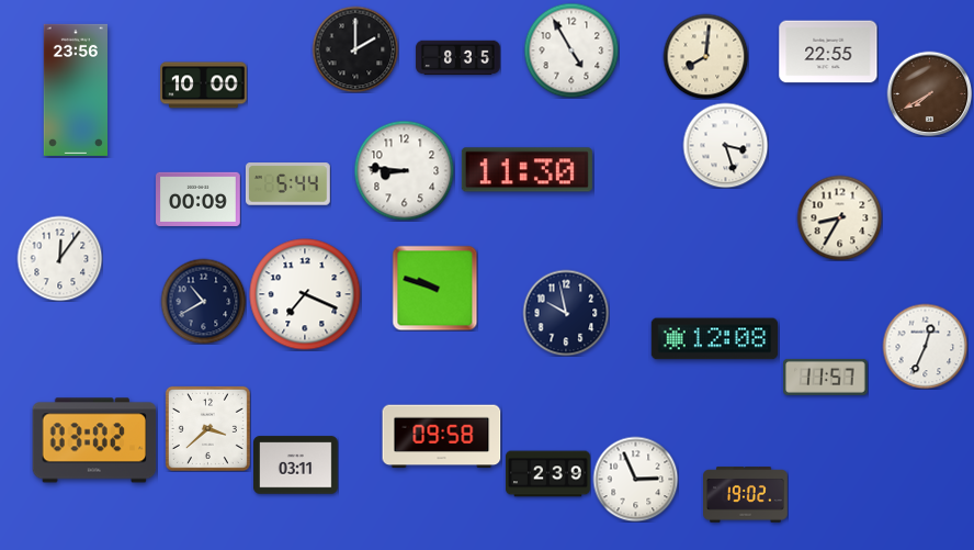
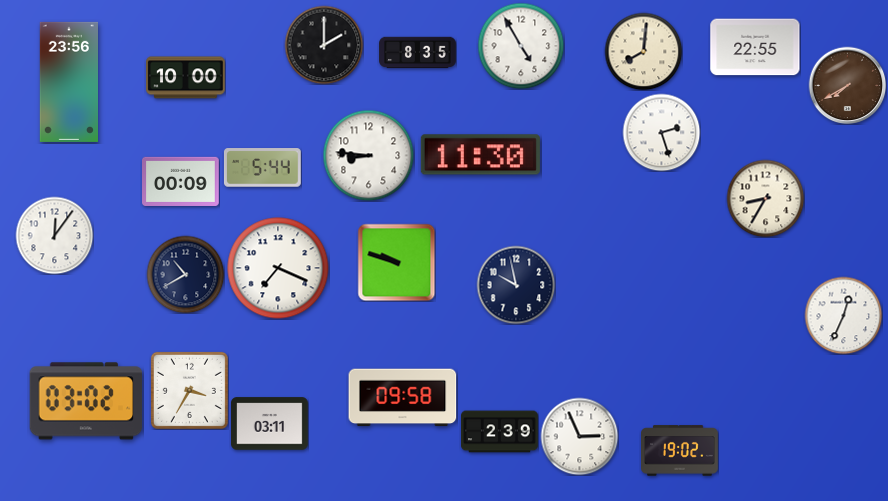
clock at (725, 145): 3:27 -> 2:27
clock at (714, 339): 12:08 -> none
clock at (826, 377): 11:57 -> none
clock at (207, 428): 3:38 -> 3:35
